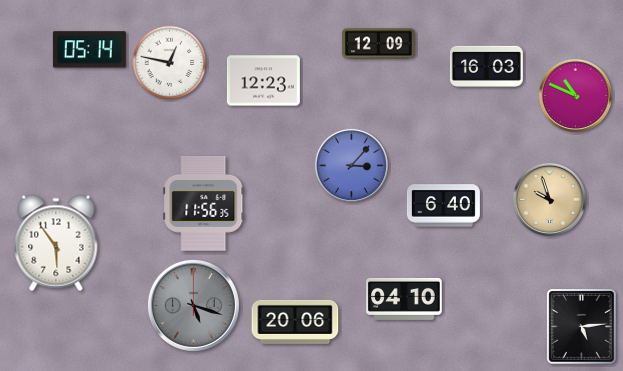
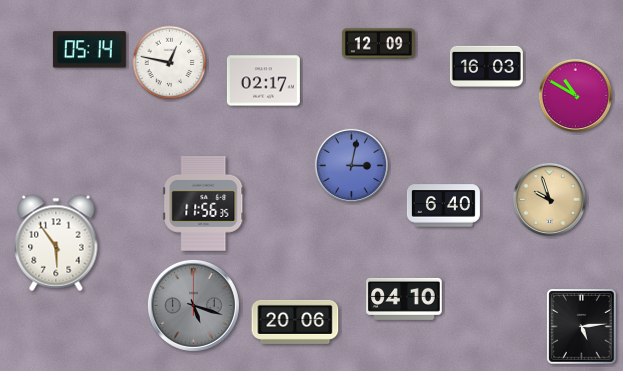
clock at (263, 81): 12:23 -> 02:17
clock at (575, 95): 10:49 -> 10:50
clock at (351, 165): 3:07 -> 3:02
